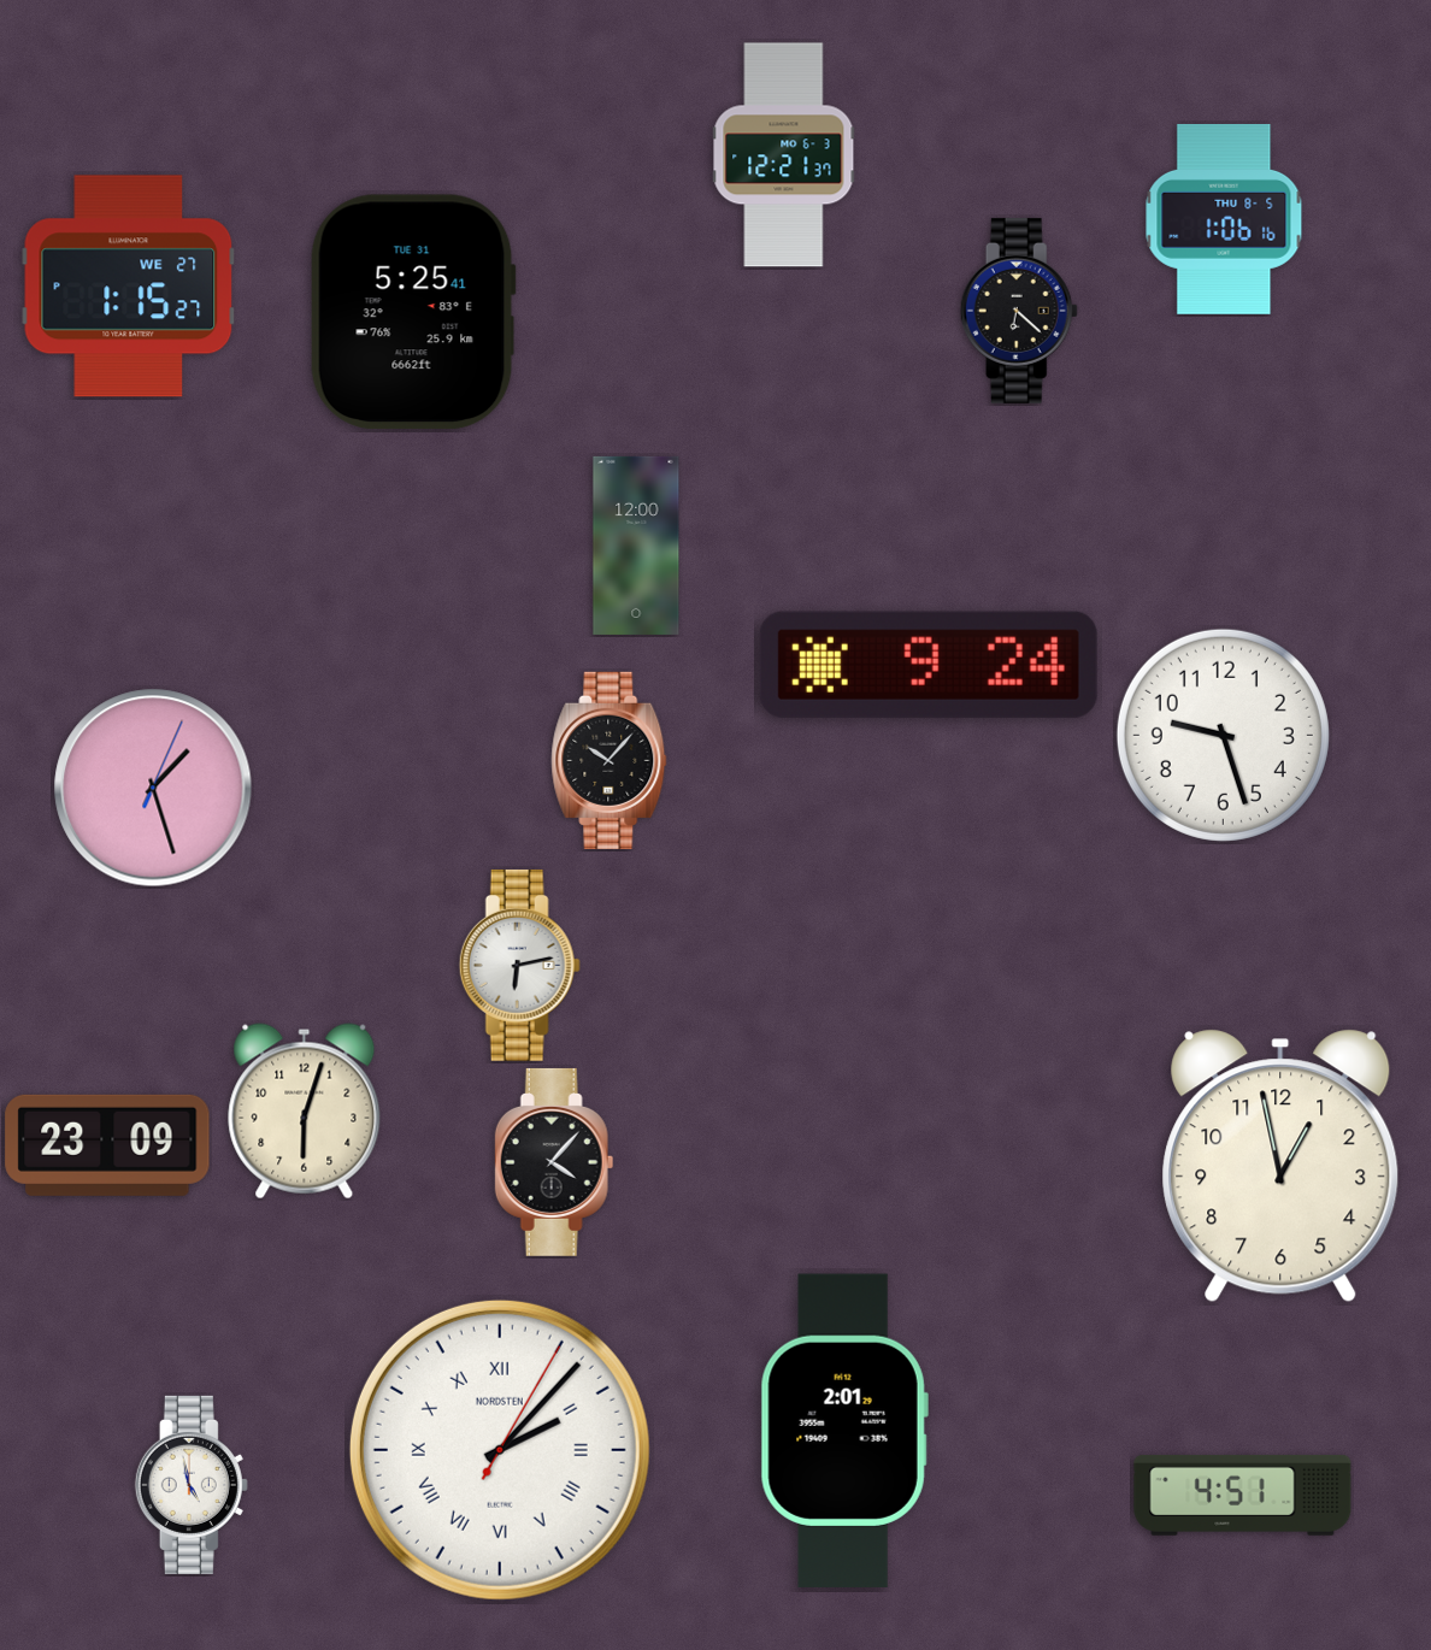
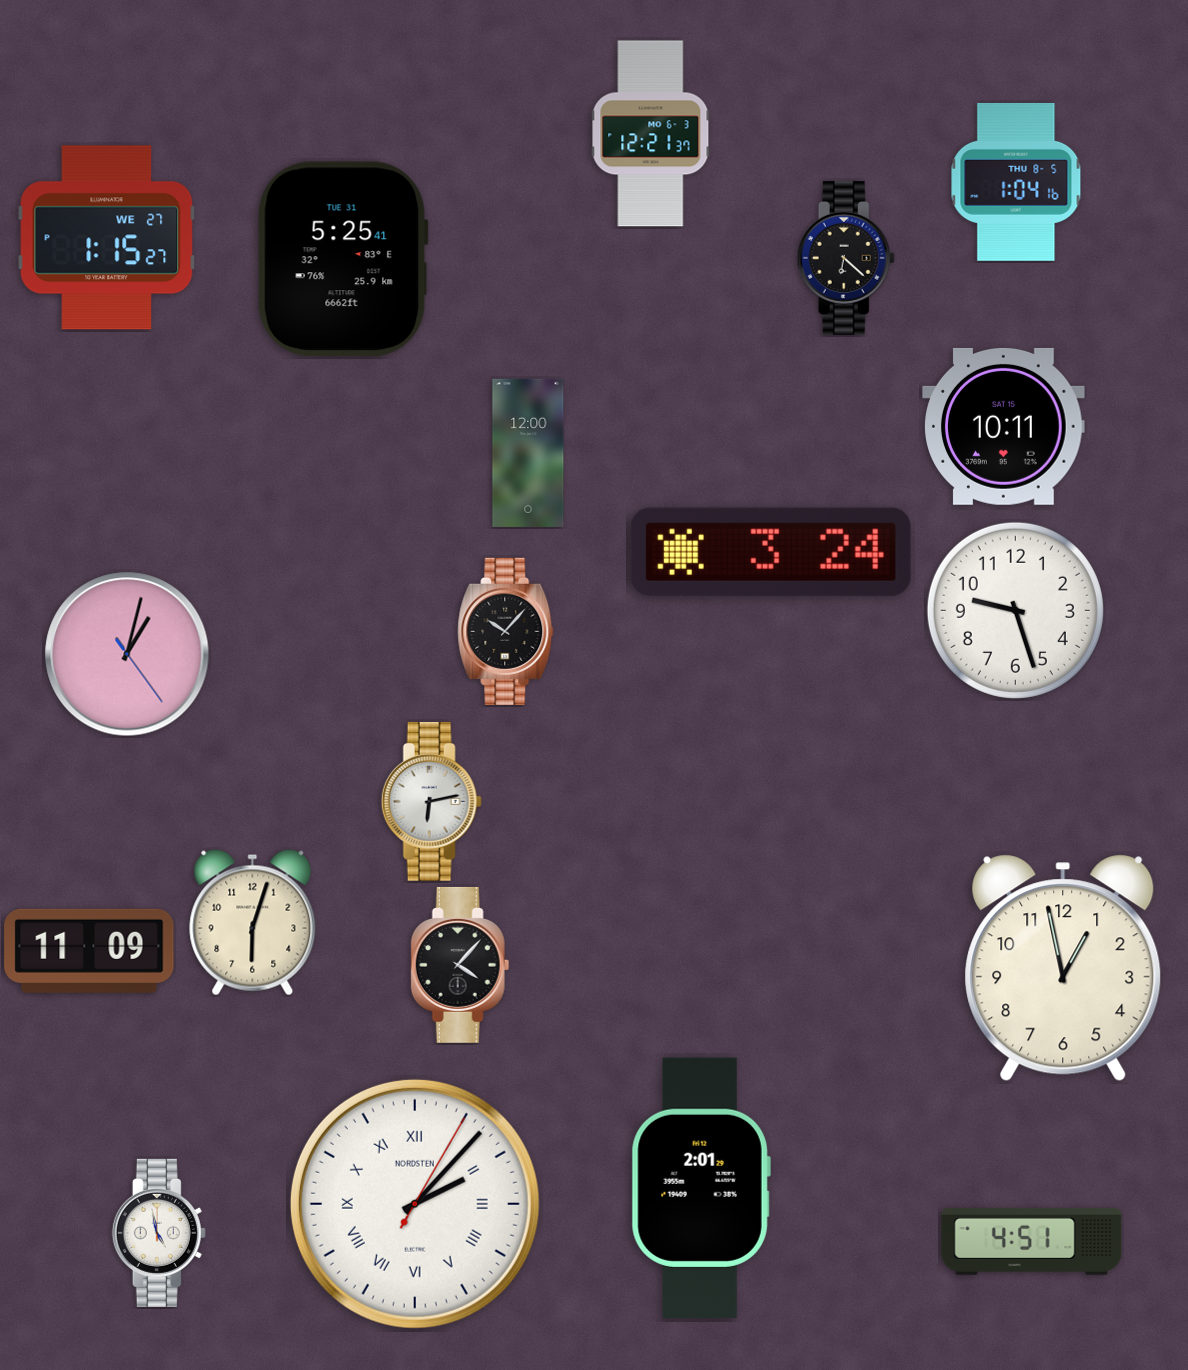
clock at (784, 155) position: (784, 155) -> (651, 134)
clock at (1224, 219): 1:06 -> 1:04
clock at (1004, 426): none -> 10:11
clock at (929, 665): 9:24 -> 3:24
clock at (153, 788): 1:27 -> 1:02
clock at (107, 1145): 23:09 -> 11:09
